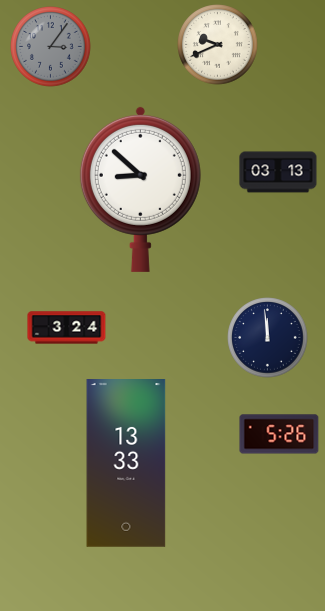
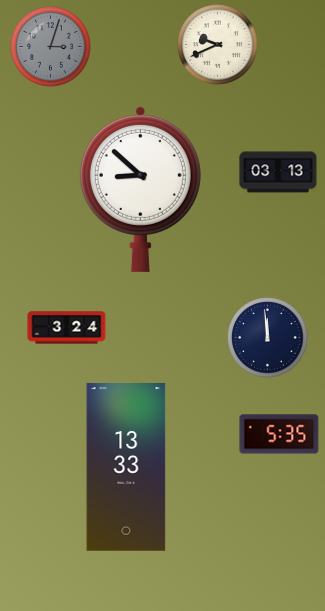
clock at (51, 47): 3:06 -> 3:03
clock at (279, 434): 5:26 -> 5:35
clock at (126, 464) position: (126, 464) -> (126, 468)
